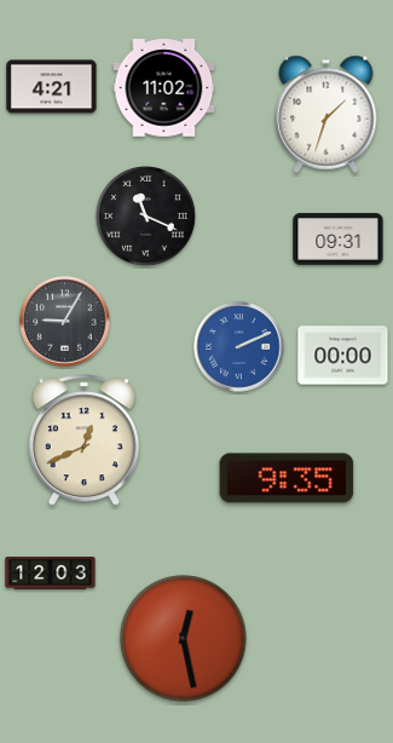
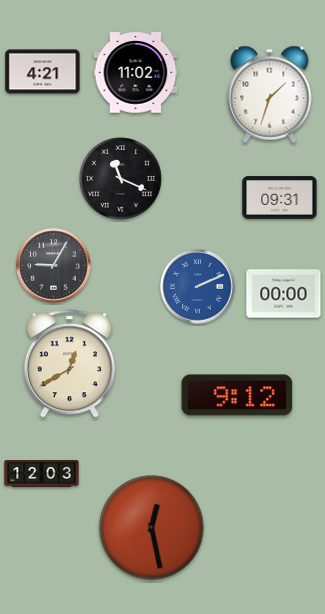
clock at (83, 440): 12:41 -> 12:40
clock at (287, 478): 9:35 -> 9:12
